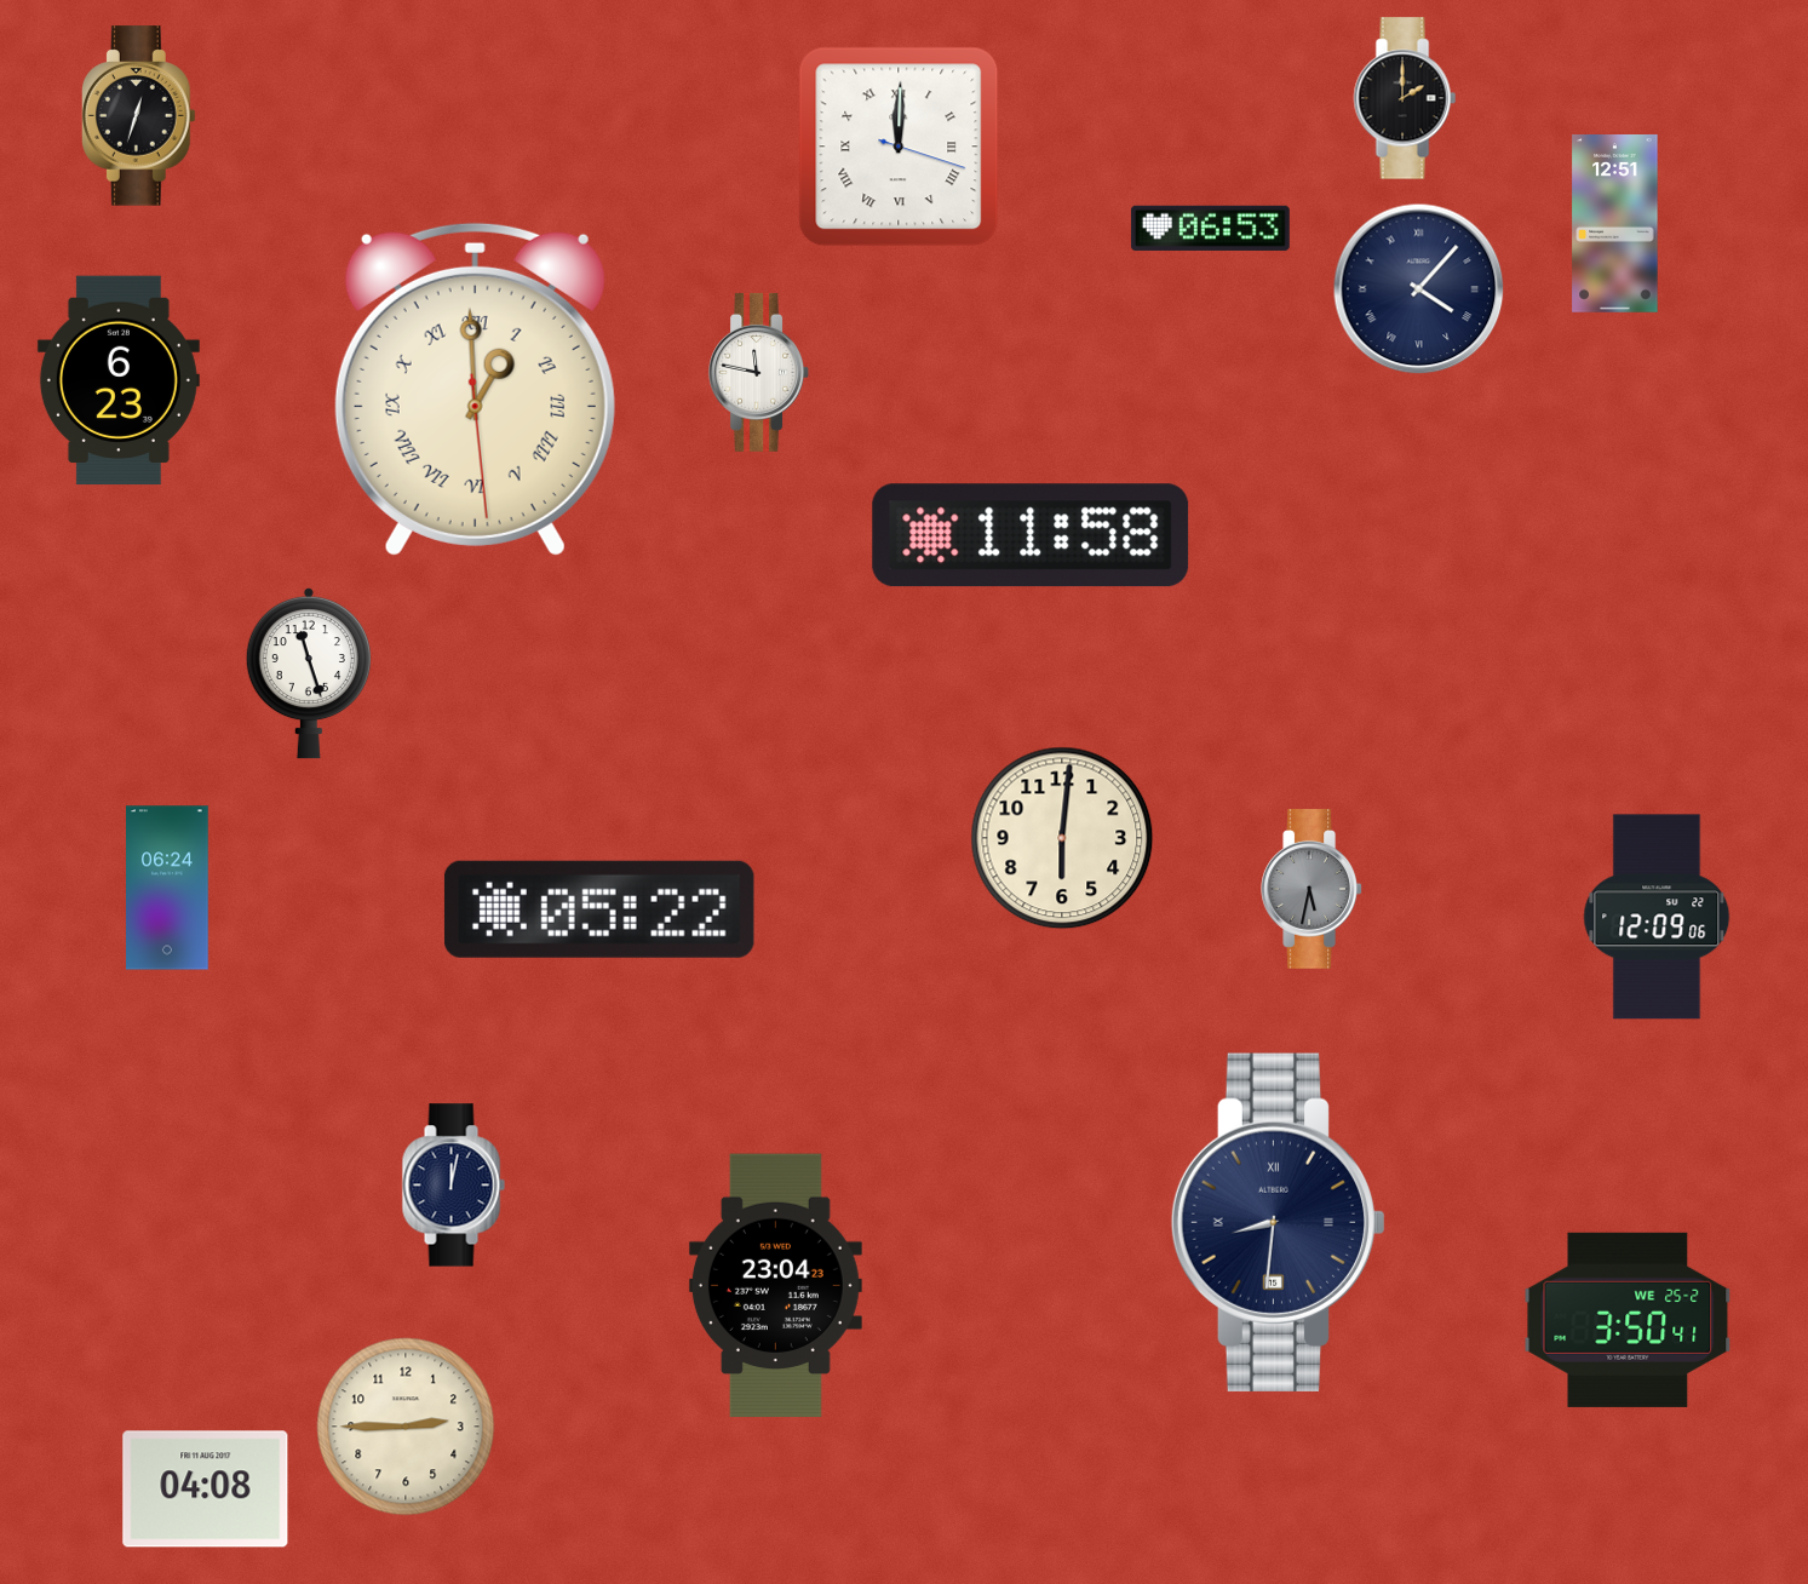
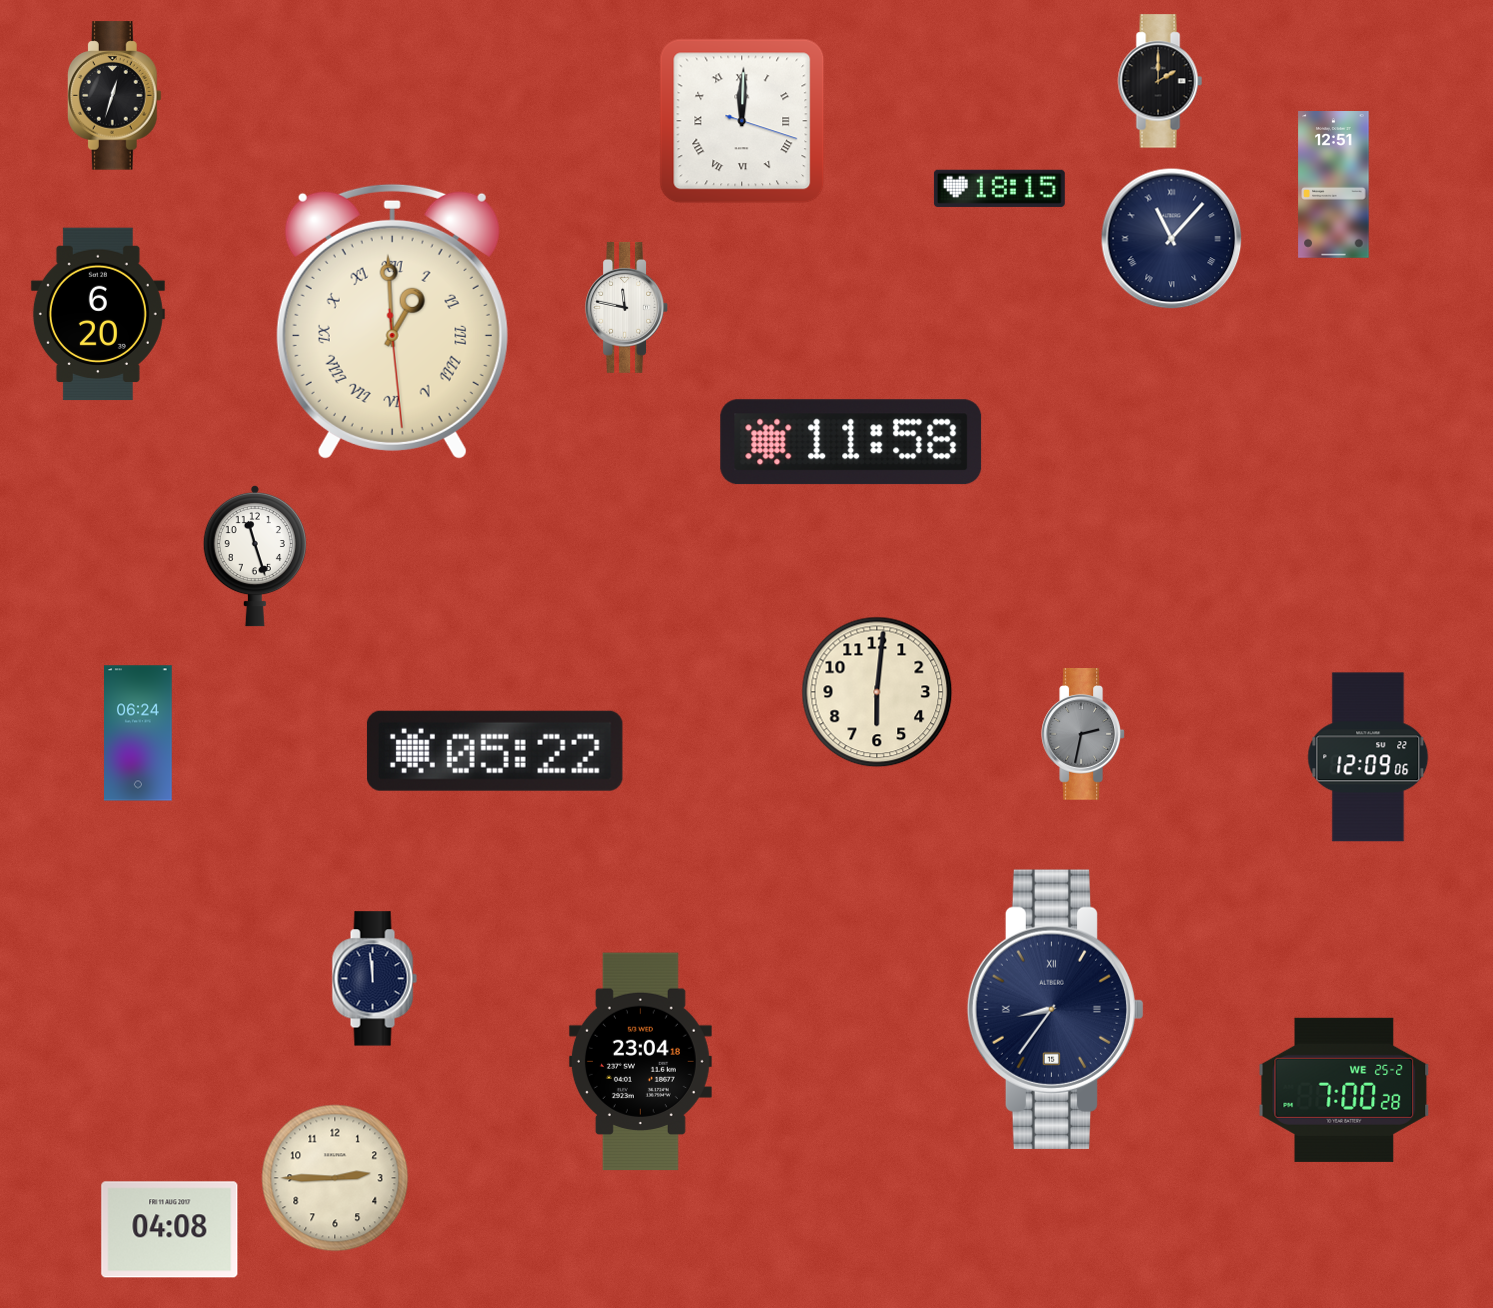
clock at (1210, 228): 06:53 -> 18:15
clock at (1419, 289): 4:07 -> 11:07
clock at (119, 380): 6:23 -> 6:20
clock at (1311, 890): 5:32 -> 2:32
clock at (453, 1186): 12:02 -> 11:59
clock at (1279, 1222): 8:31 -> 8:36
clock at (775, 1286): 23:04:23 -> 23:04:18
clock at (1628, 1320): 3:50 -> 7:00
